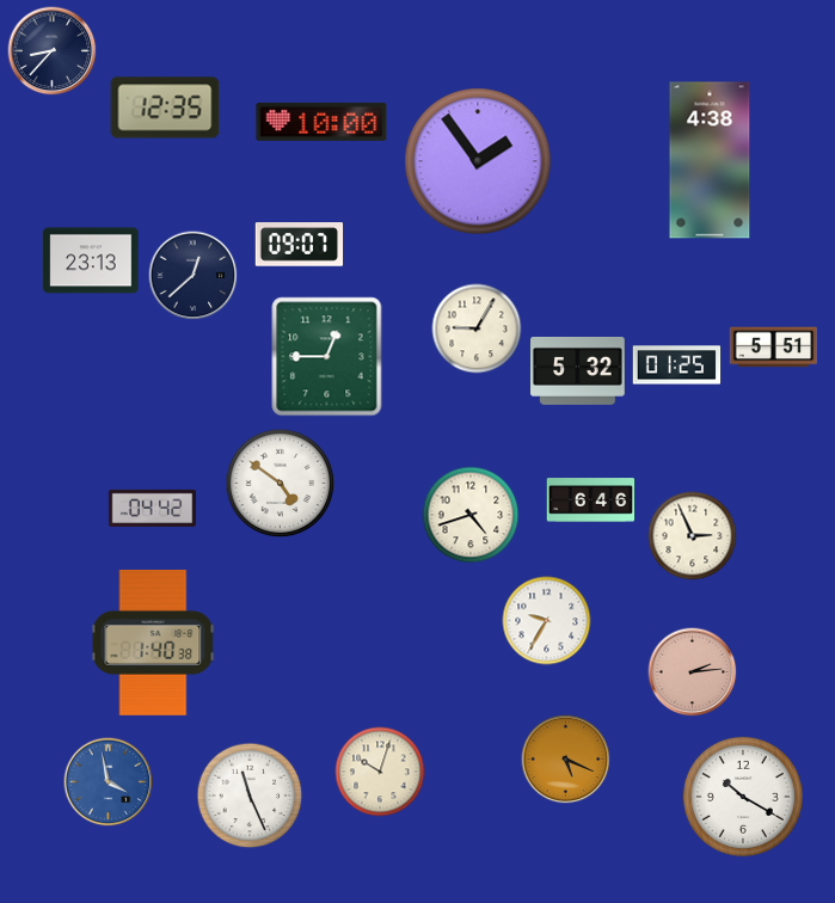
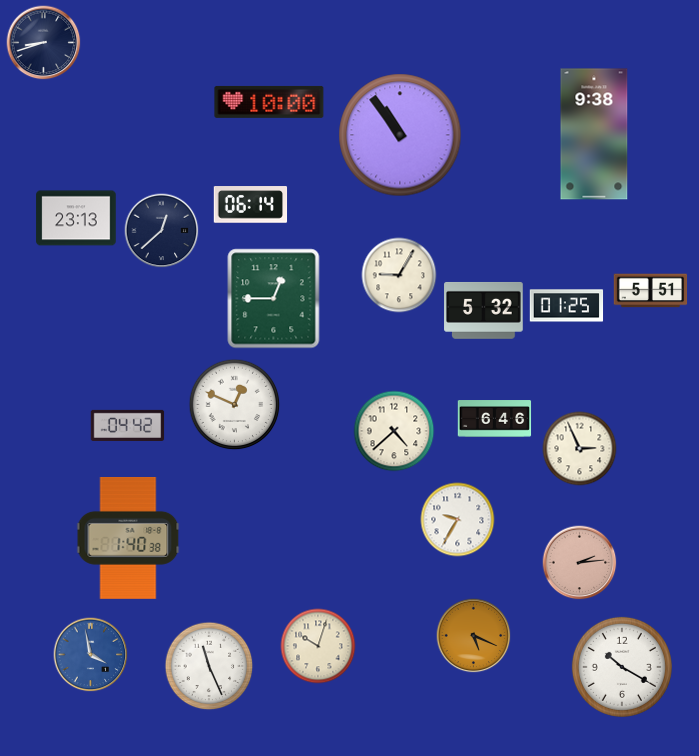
clock at (53, 51): 8:37 -> 8:42
clock at (165, 107): 12:35 -> none
clock at (710, 160): 4:38 -> 9:38
clock at (478, 161): 1:54 -> 10:54
clock at (300, 245): 09:07 -> 06:14
clock at (774, 348) position: (774, 348) -> (651, 291)
clock at (281, 484): 4:51 -> 12:49
clock at (471, 515): 4:42 -> 4:38
